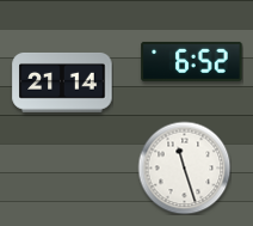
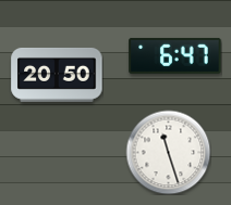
clock at (192, 61): 6:52 -> 6:47
clock at (62, 83): 21:14 -> 20:50
